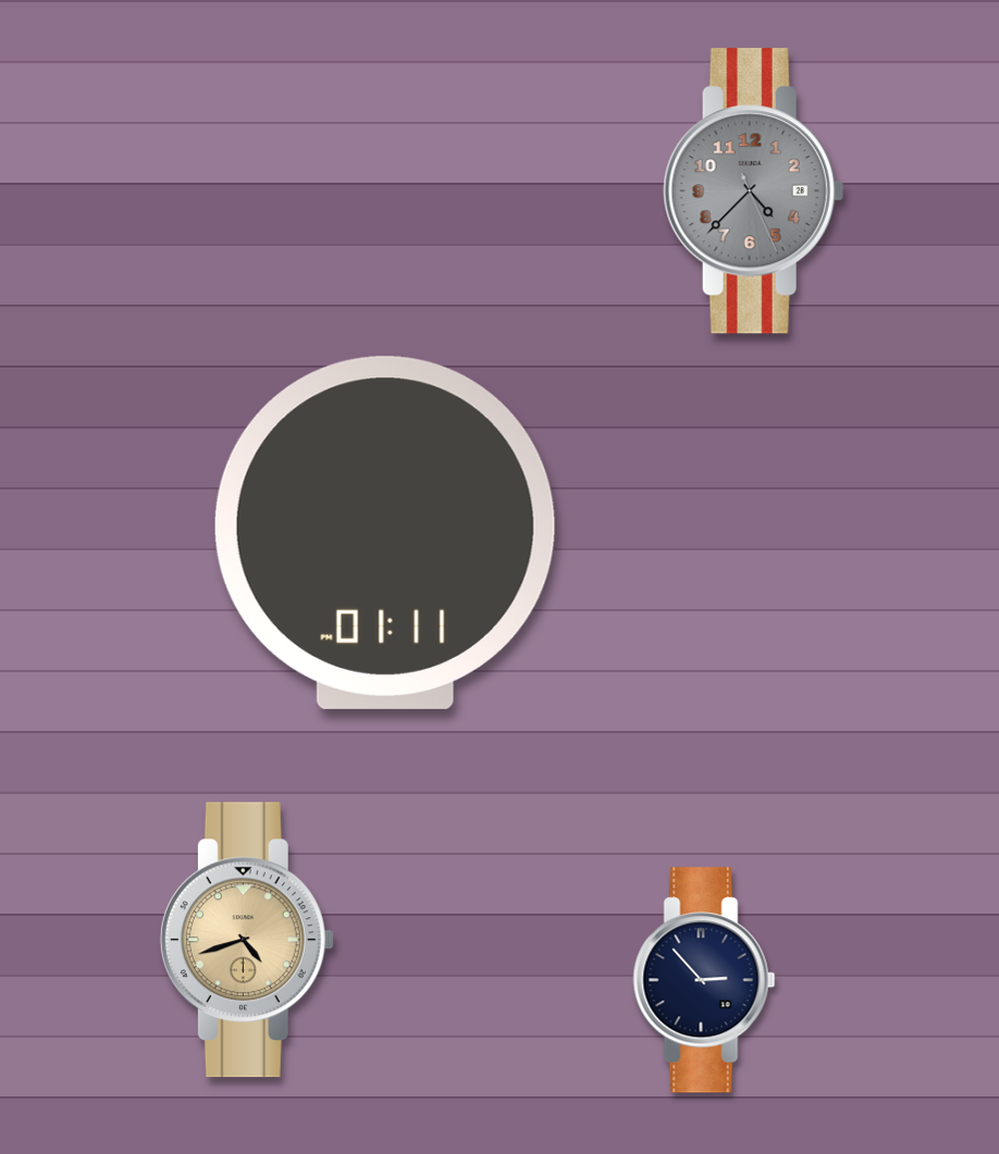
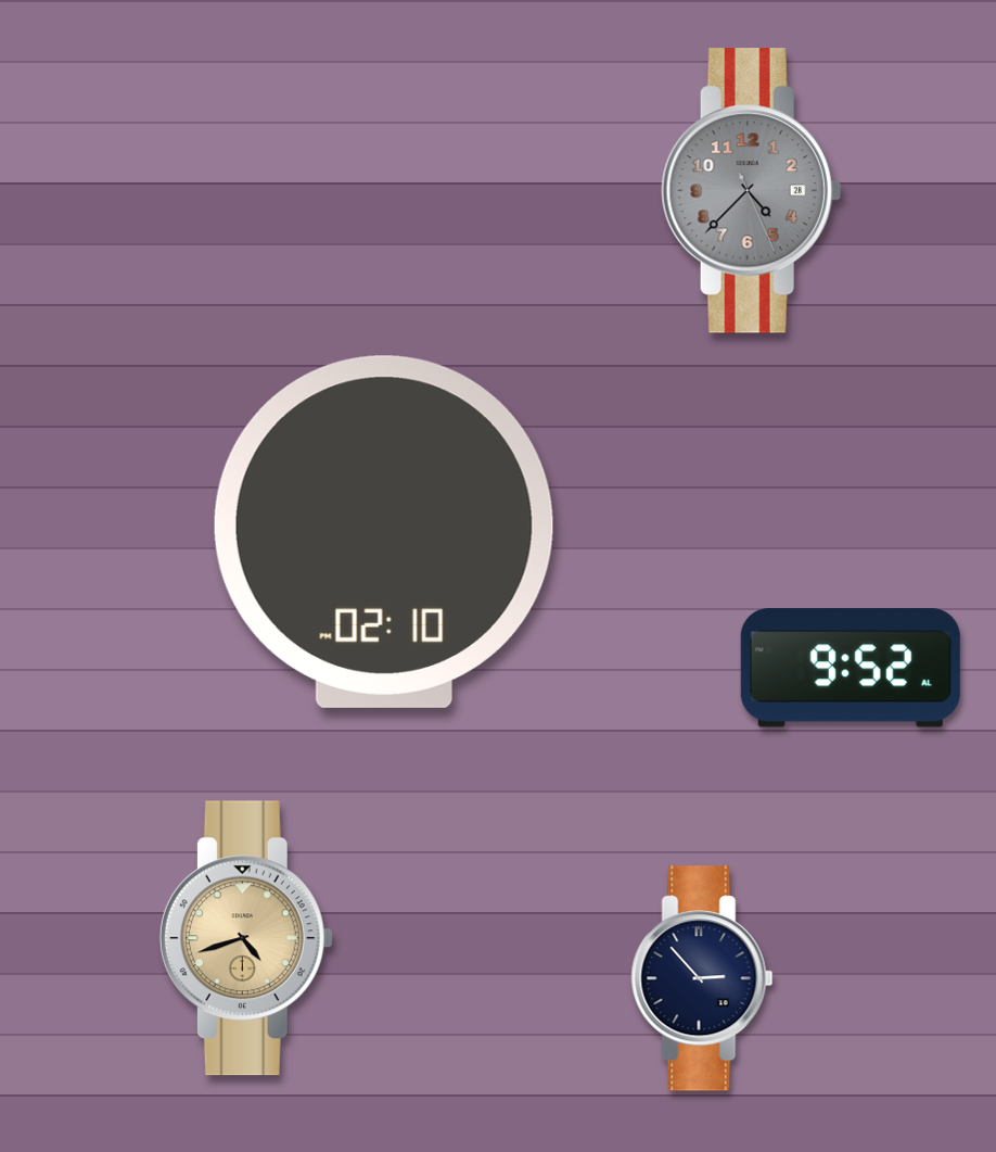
clock at (385, 533): 01:11 -> 02:10
clock at (851, 668): none -> 9:52
